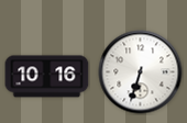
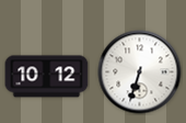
clock at (47, 77): 10:16 -> 10:12
